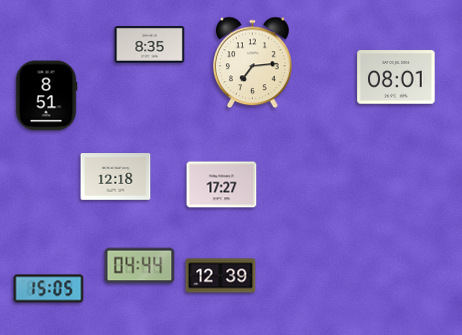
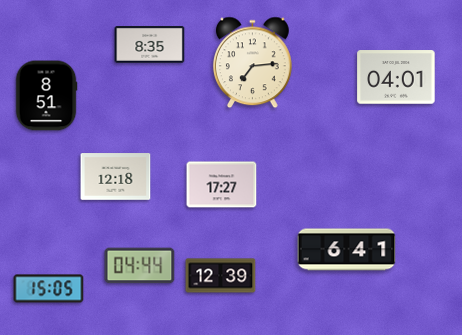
clock at (396, 77): 08:01 -> 04:01
clock at (347, 250): none -> 6:41
